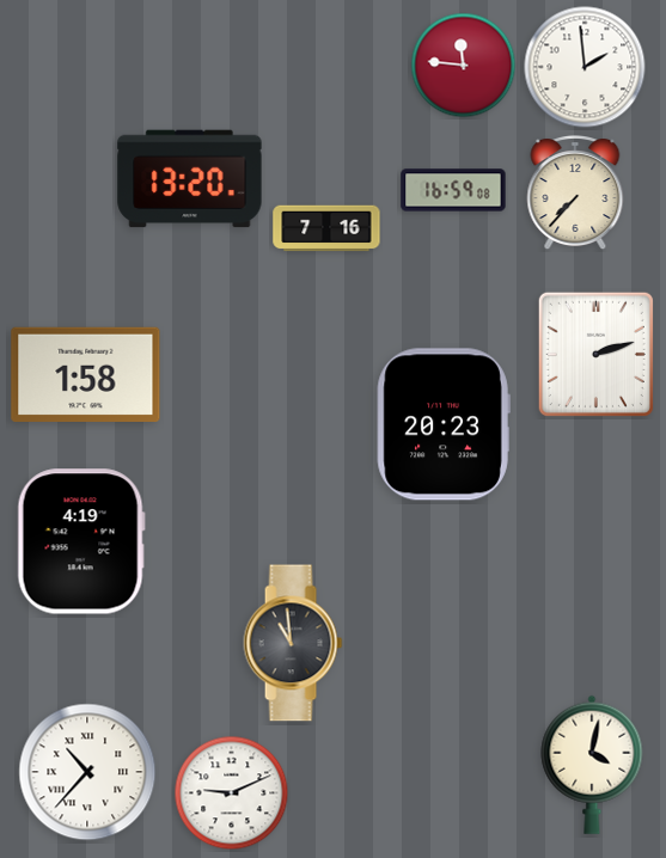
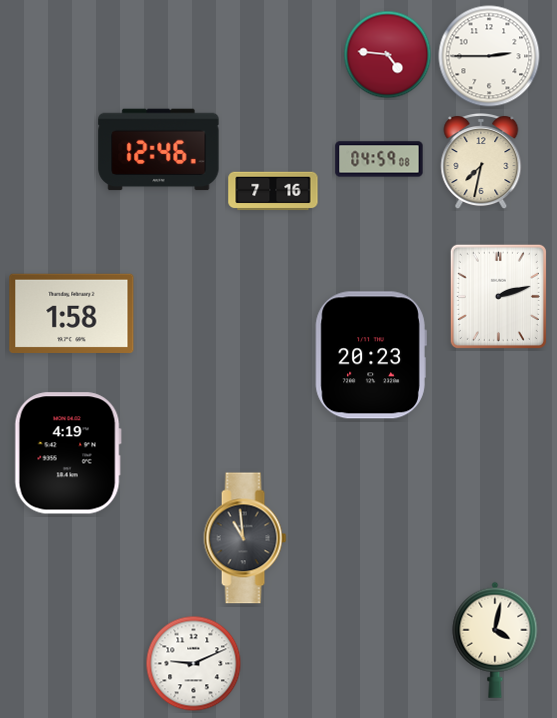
clock at (464, 66): 11:46 -> 4:46
clock at (585, 67): 1:59 -> 2:45
clock at (190, 179): 13:20 -> 12:46
clock at (453, 190): 16:59 -> 04:59
clock at (575, 194): 7:37 -> 7:32
clock at (87, 772): 10:37 -> none
